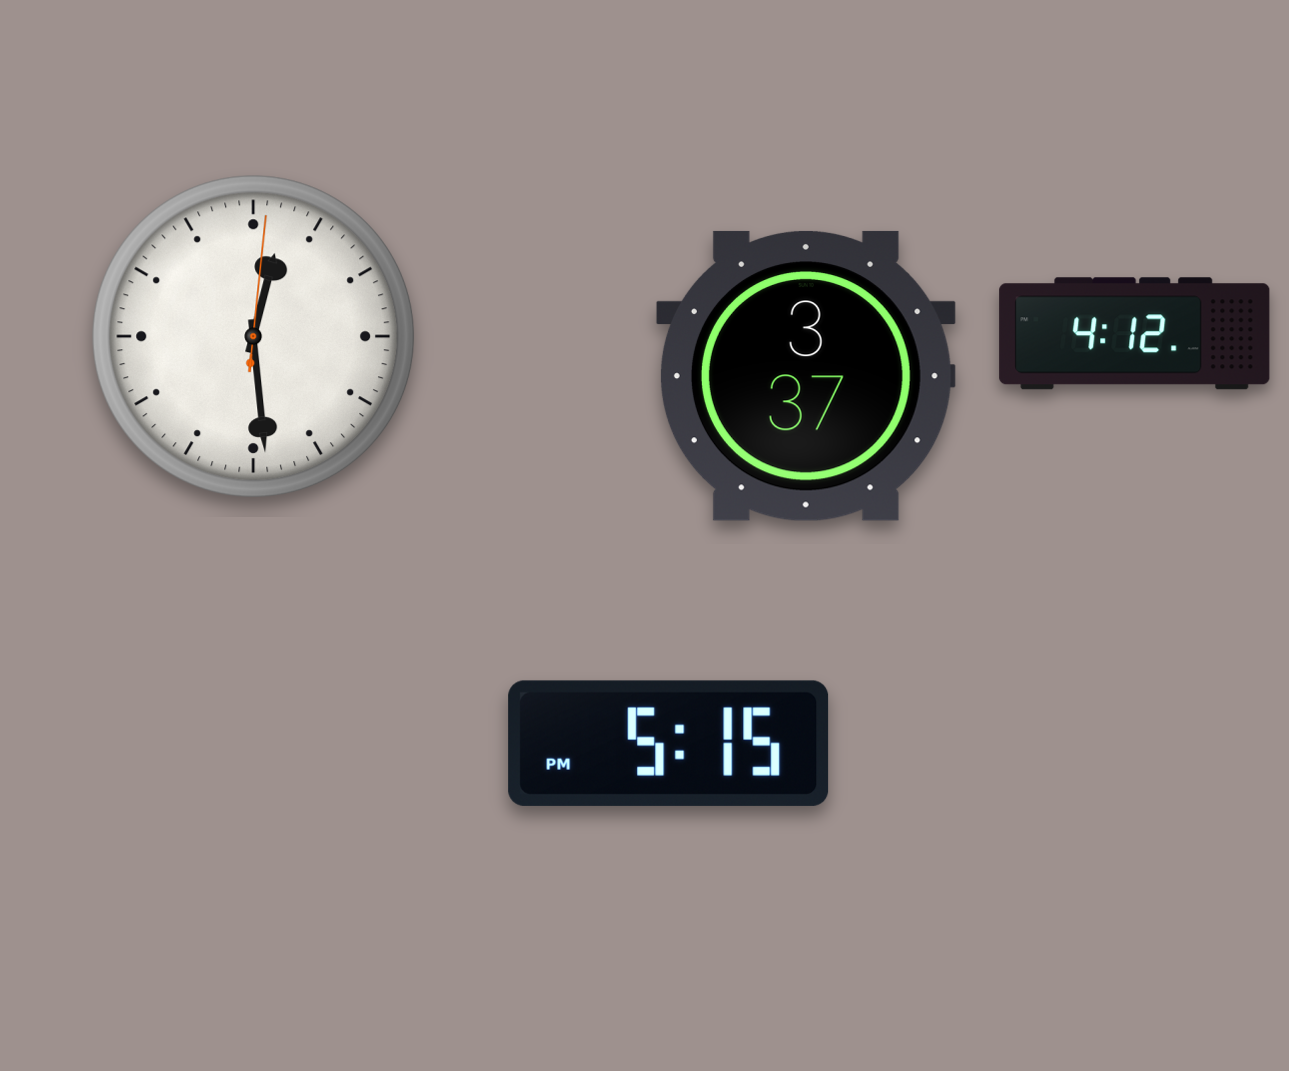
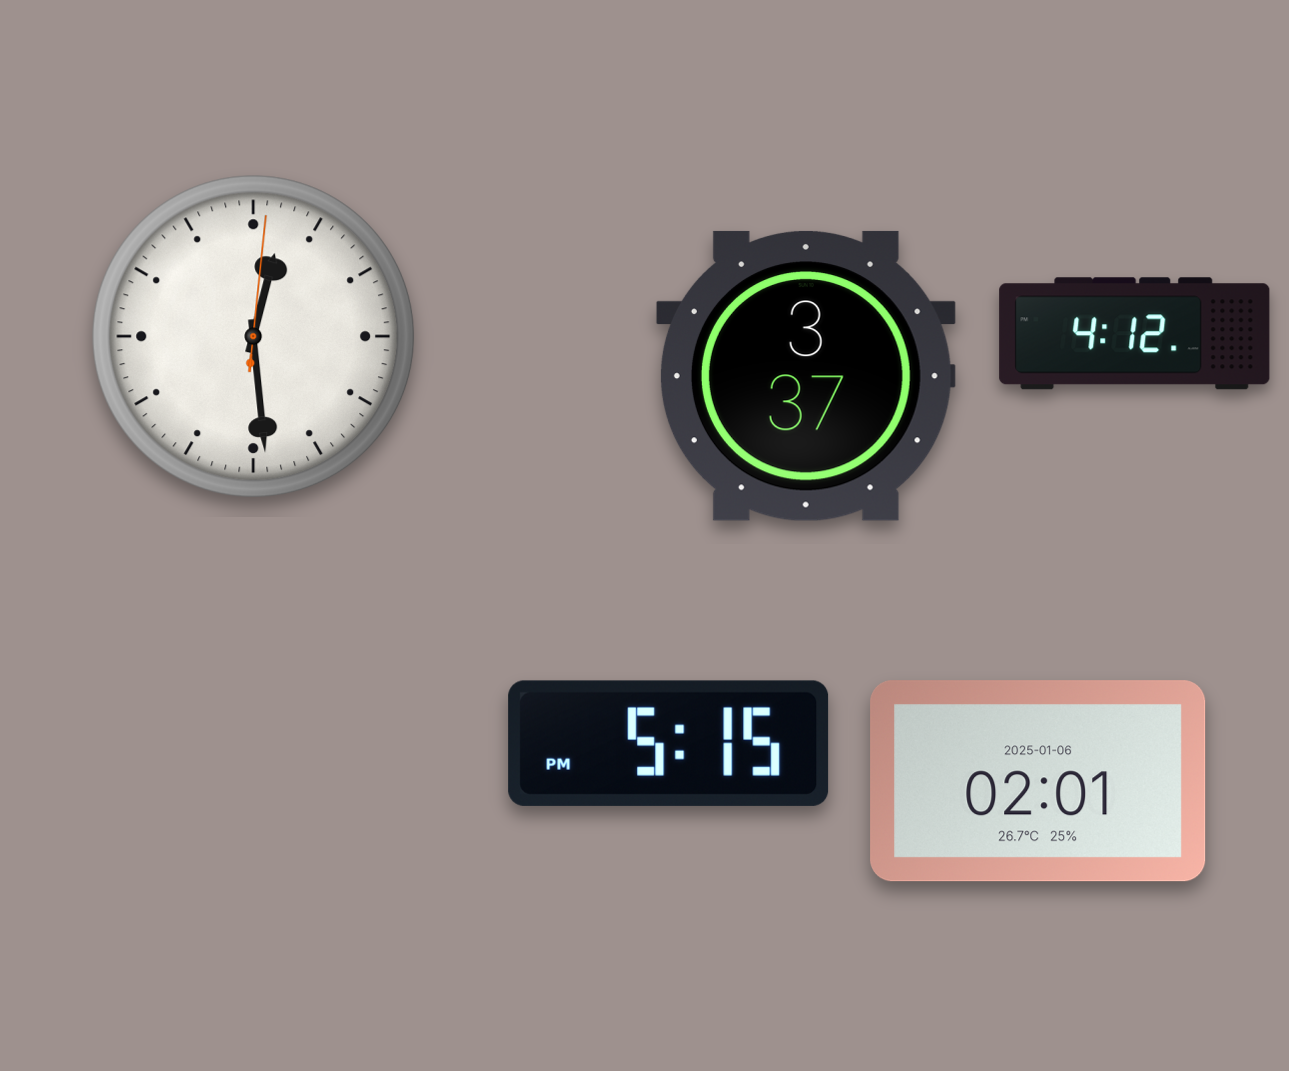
clock at (1038, 781): none -> 02:01
